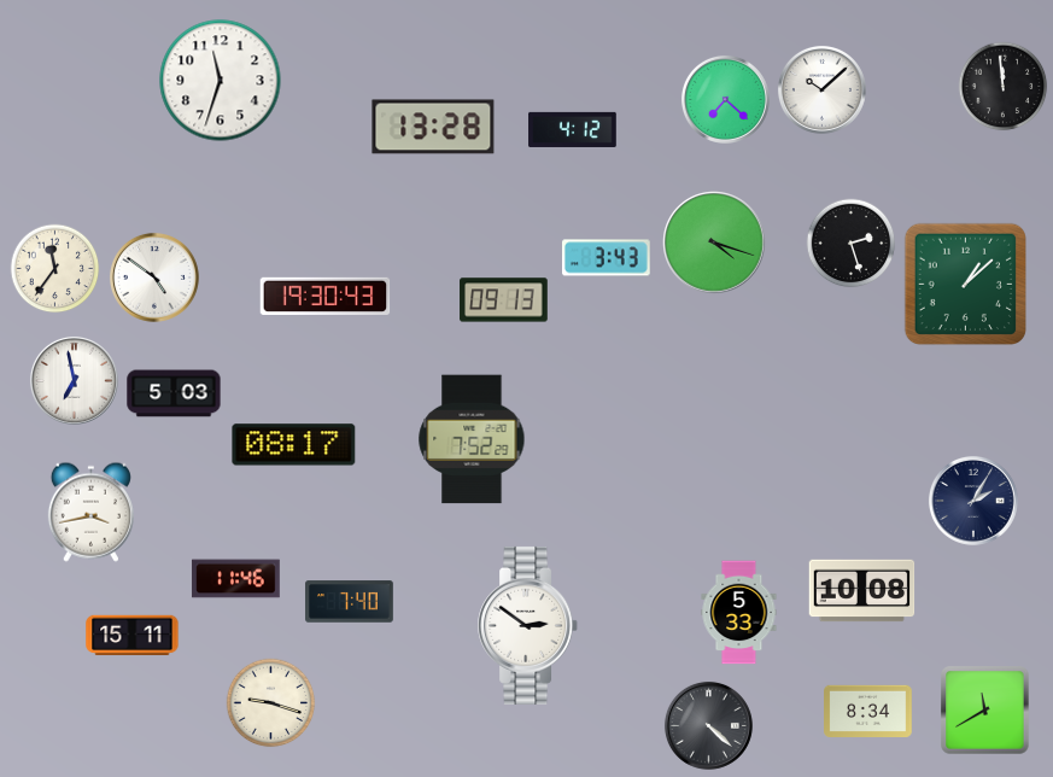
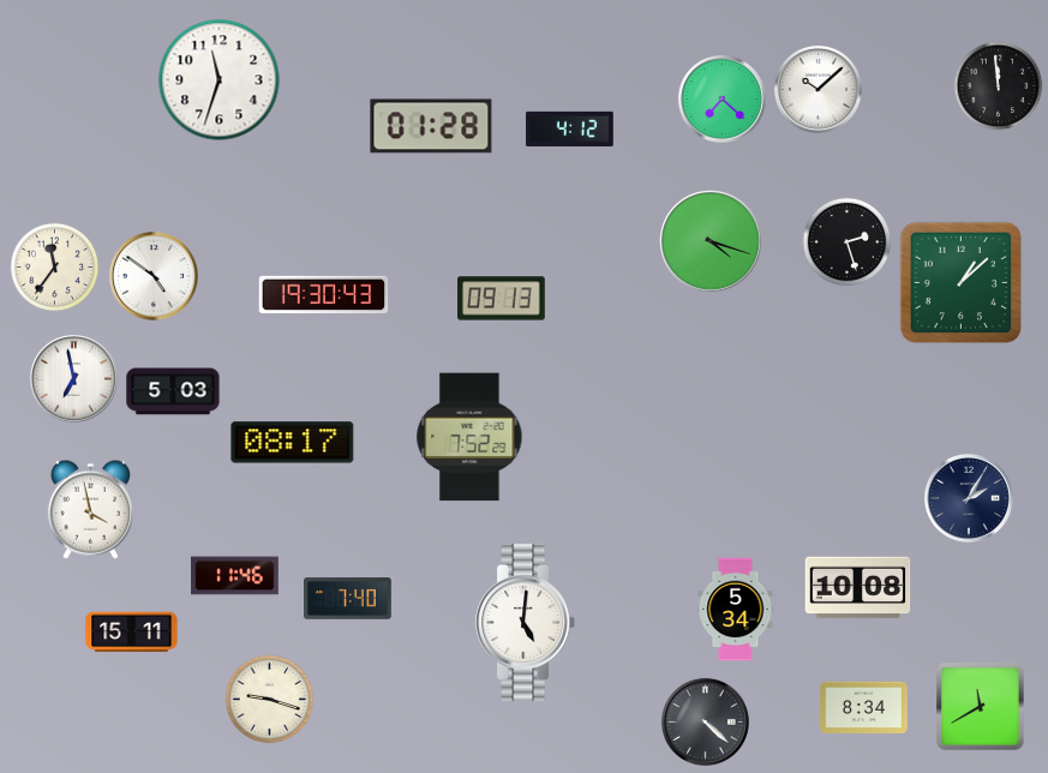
clock at (433, 127): 13:28 -> 01:28
clock at (607, 258): 3:43 -> none
clock at (90, 512): 3:43 -> 3:58
clock at (739, 613): 5:33 -> 5:34
clock at (528, 625): 2:51 -> 5:01
